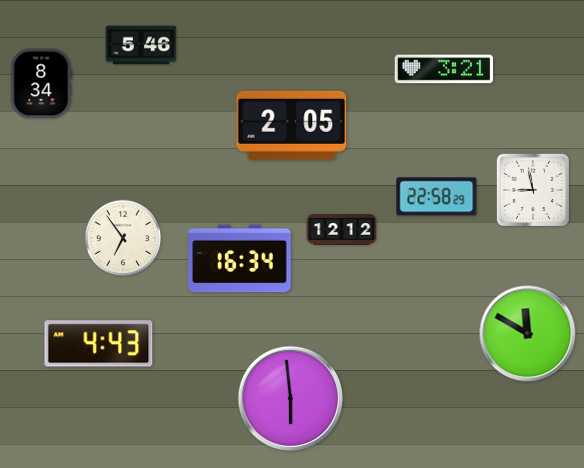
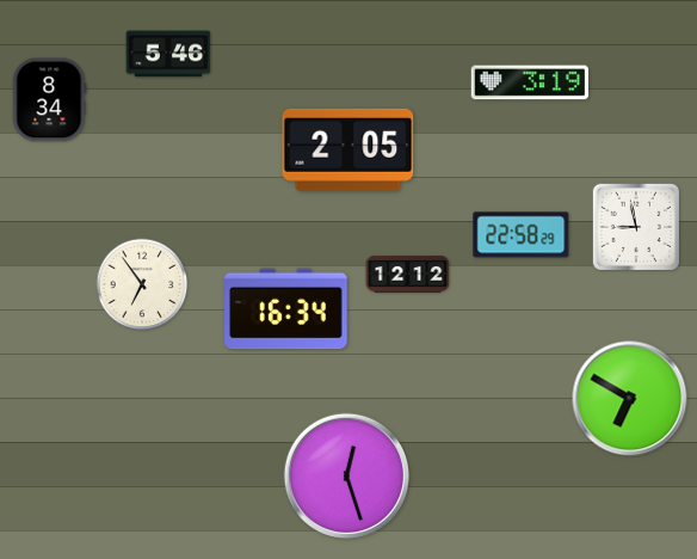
clock at (444, 69): 3:21 -> 3:19
clock at (123, 238) position: (123, 238) -> (142, 284)
clock at (528, 334): 11:50 -> 6:50
clock at (99, 344): 4:43 -> none
clock at (290, 398): 5:59 -> 12:27
